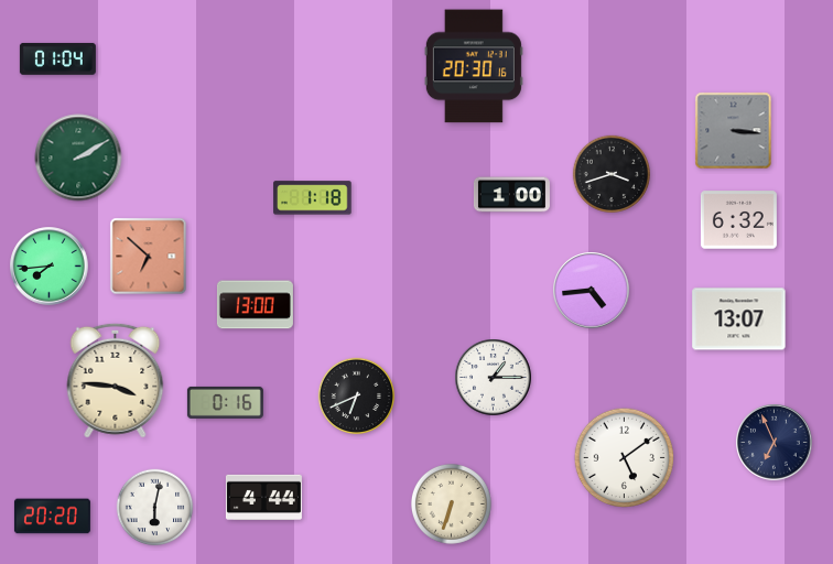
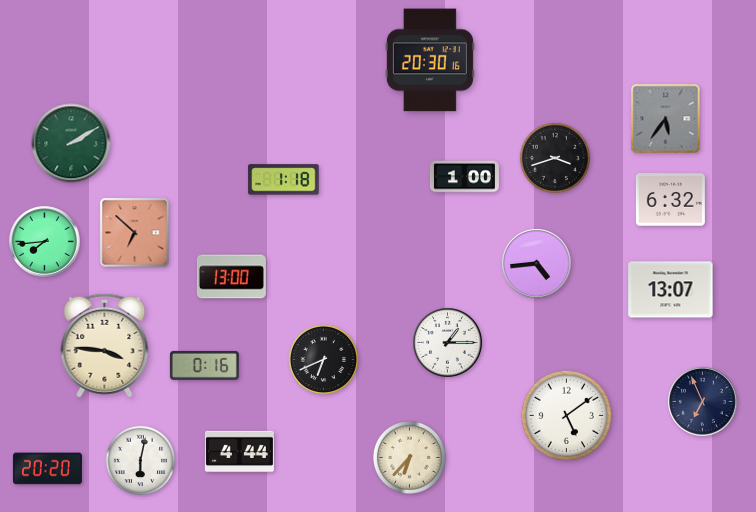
clock at (57, 58): 01:04 -> none
clock at (734, 131): 3:16 -> 5:36
clock at (451, 503): 6:33 -> 6:37
